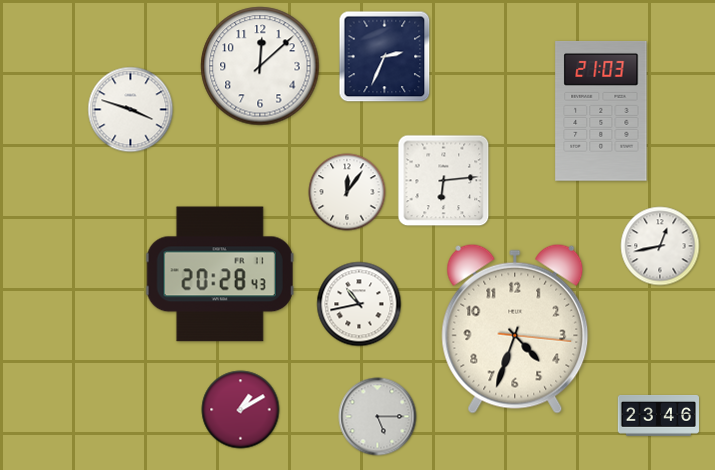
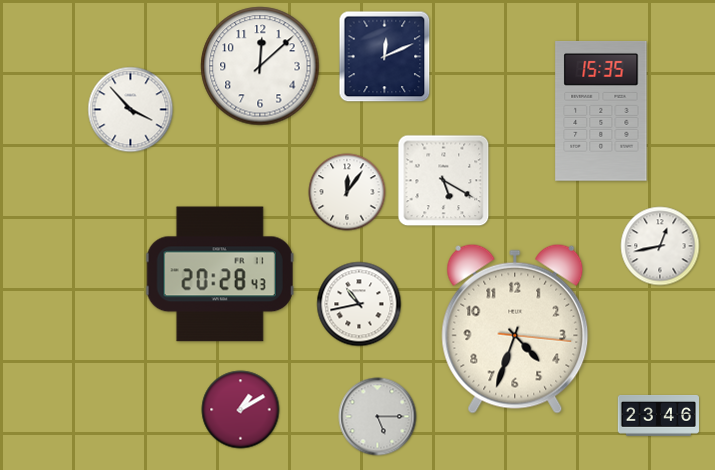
clock at (385, 57): 2:34 -> 12:11
clock at (131, 110): 3:48 -> 3:53
clock at (601, 111): 21:03 -> 15:35
clock at (444, 181): 6:14 -> 5:20
